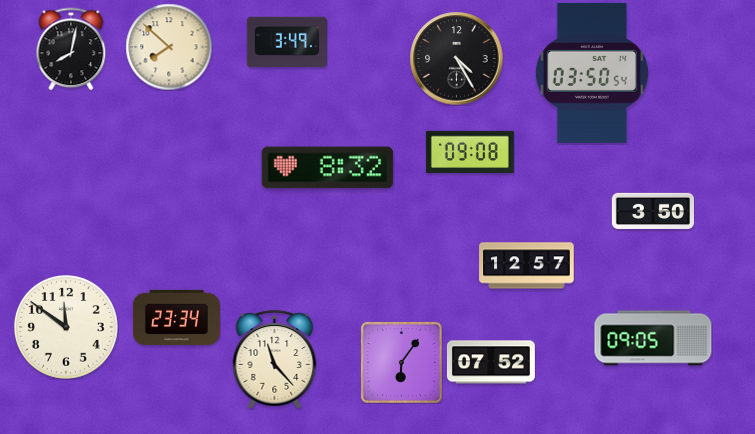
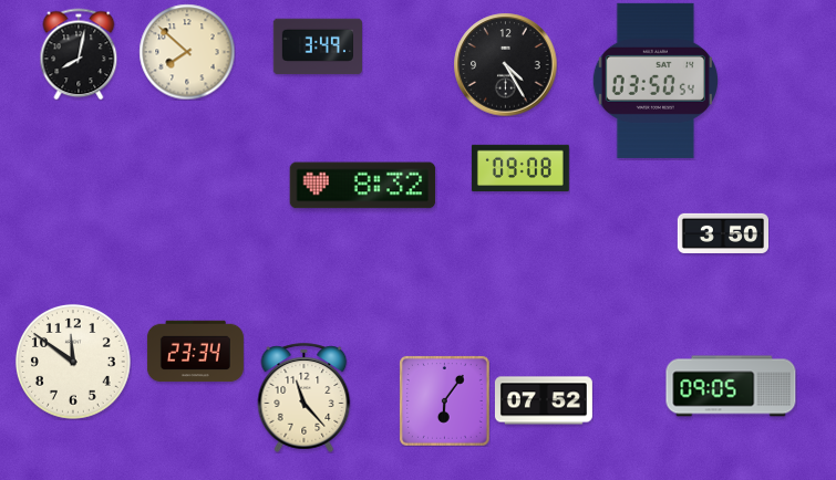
clock at (527, 266): 12:57 -> none
clock at (653, 338) position: (653, 338) -> (731, 386)
